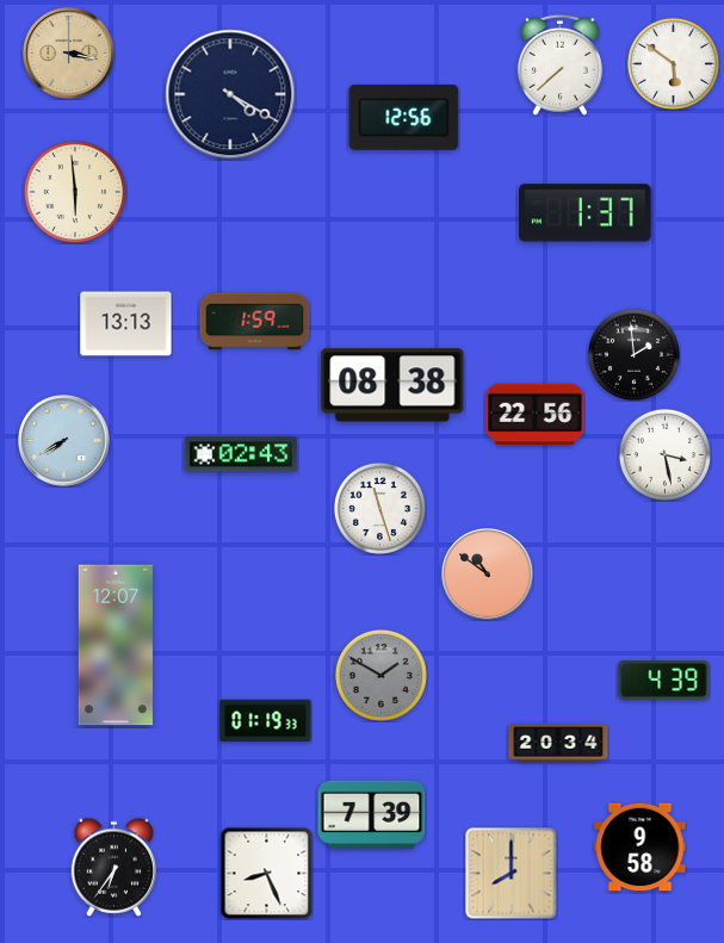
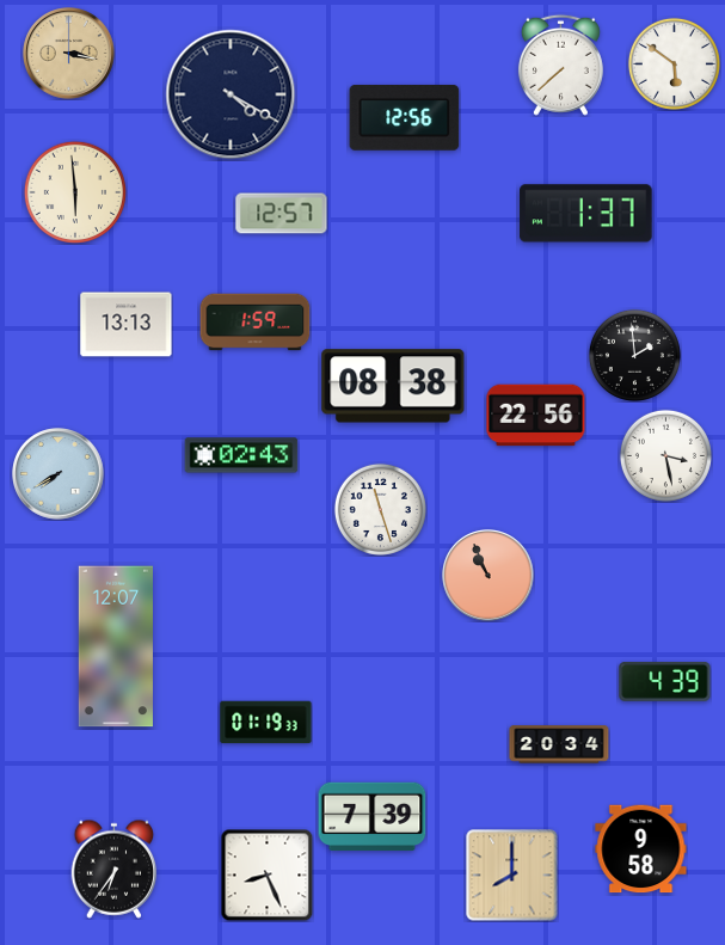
clock at (282, 214): none -> 12:57
clock at (64, 441) position: (64, 441) -> (59, 474)
clock at (488, 575): 10:51 -> 10:56
clock at (380, 675): 1:50 -> none
